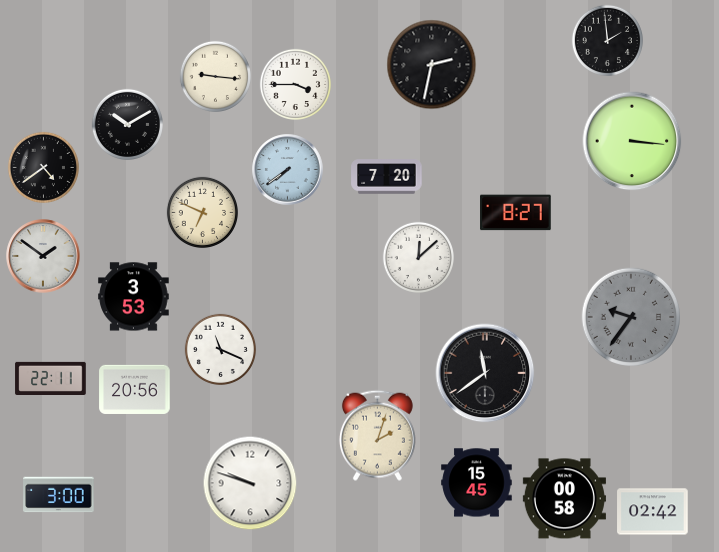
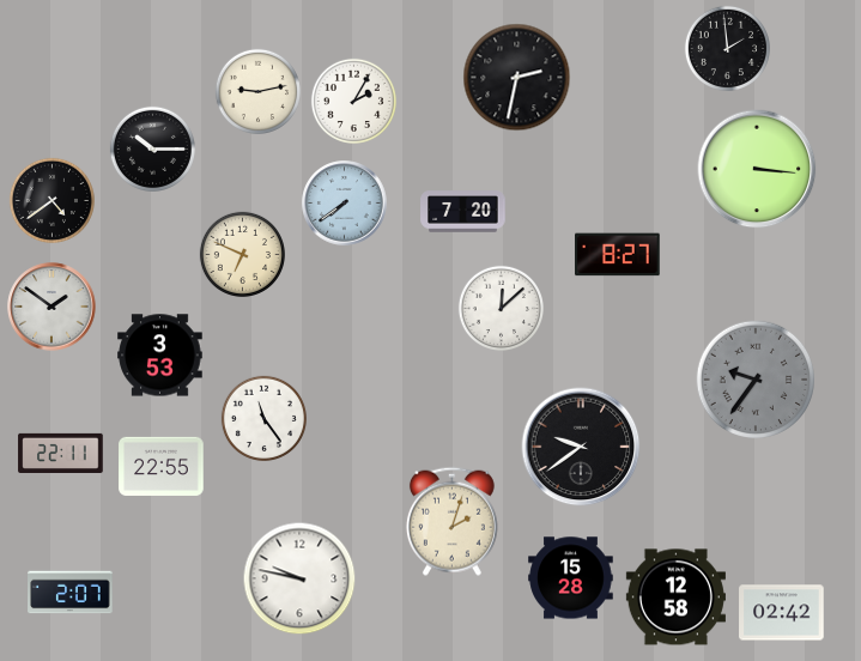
clock at (215, 76): 9:16 -> 9:13
clock at (295, 84): 3:45 -> 2:05
clock at (127, 124): 10:10 -> 10:15
clock at (220, 349): 11:19 -> 11:24
clock at (485, 373): 11:39 -> 9:39
clock at (135, 389): 20:56 -> 22:55
clock at (250, 483): 9:48 -> 9:47
clock at (477, 483): 15:45 -> 15:28
clock at (59, 495): 3:00 -> 2:07
clock at (564, 499): 00:58 -> 12:58
